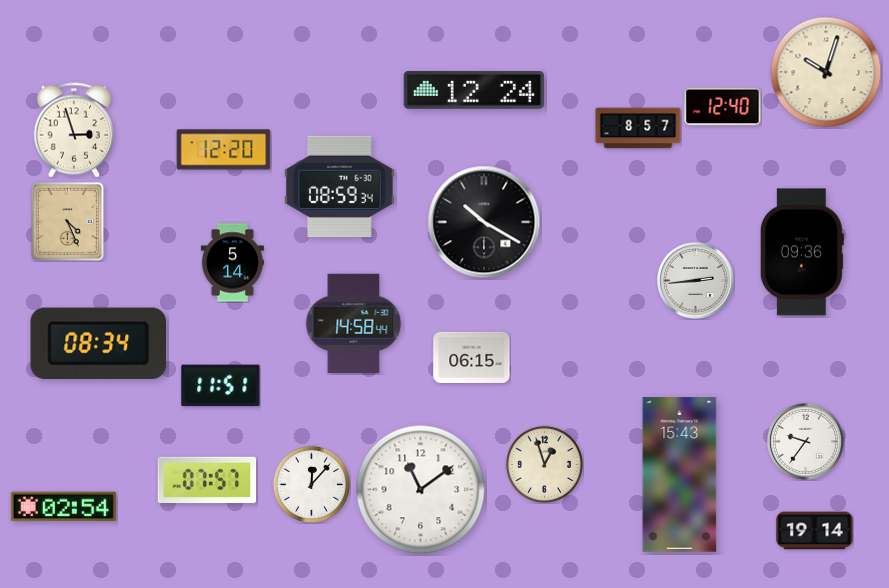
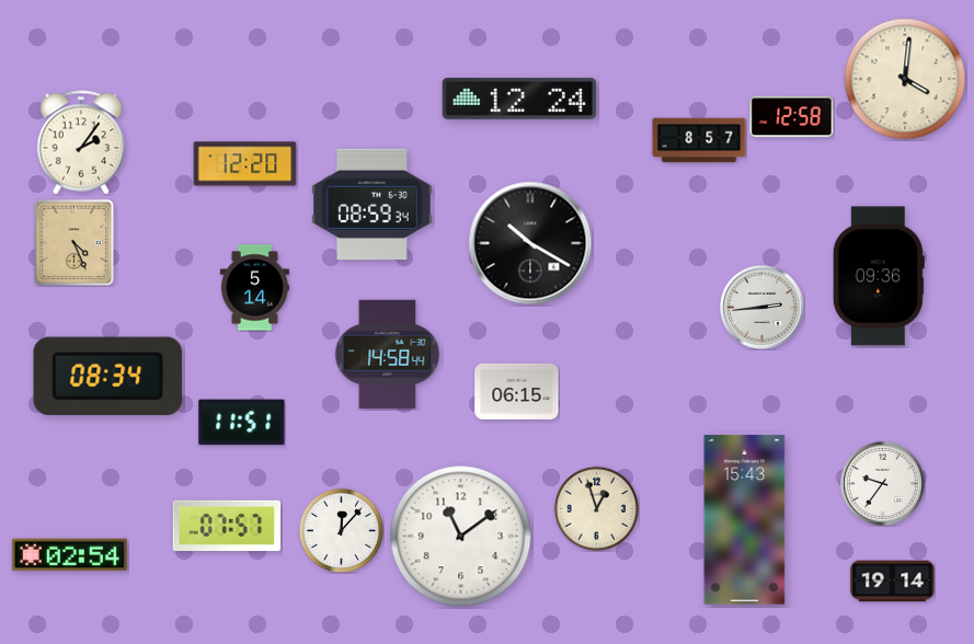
clock at (826, 72): 10:03 -> 4:01
clock at (723, 107): 12:40 -> 12:58
clock at (73, 130): 2:57 -> 2:06
